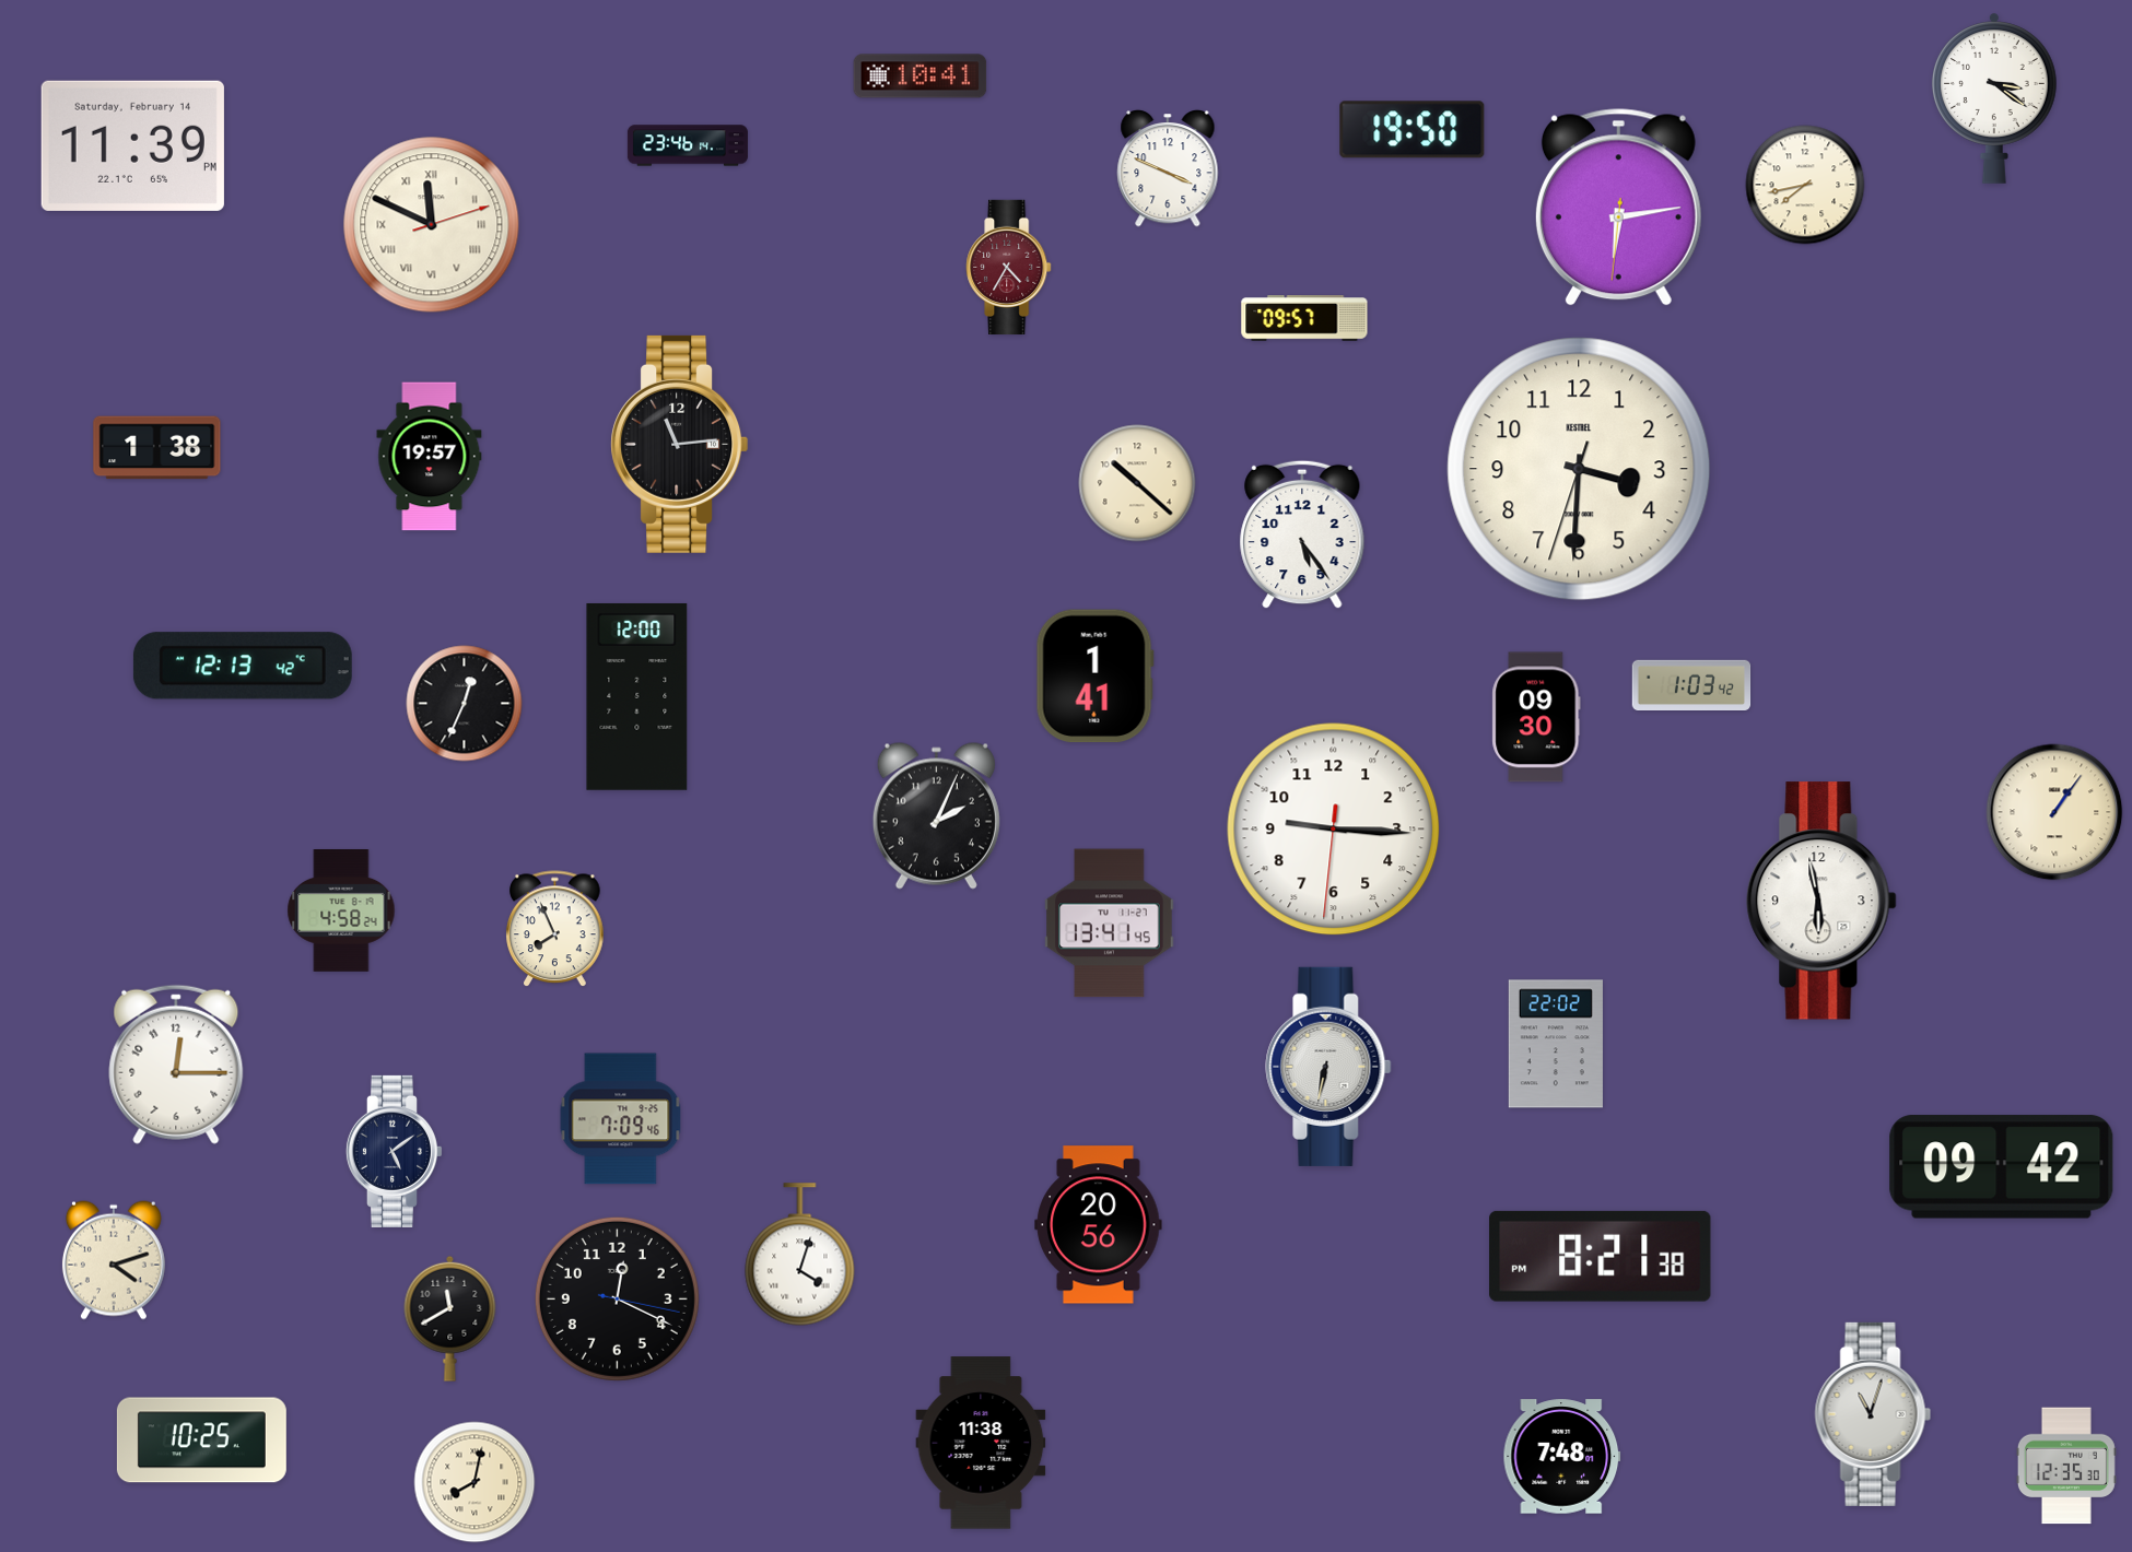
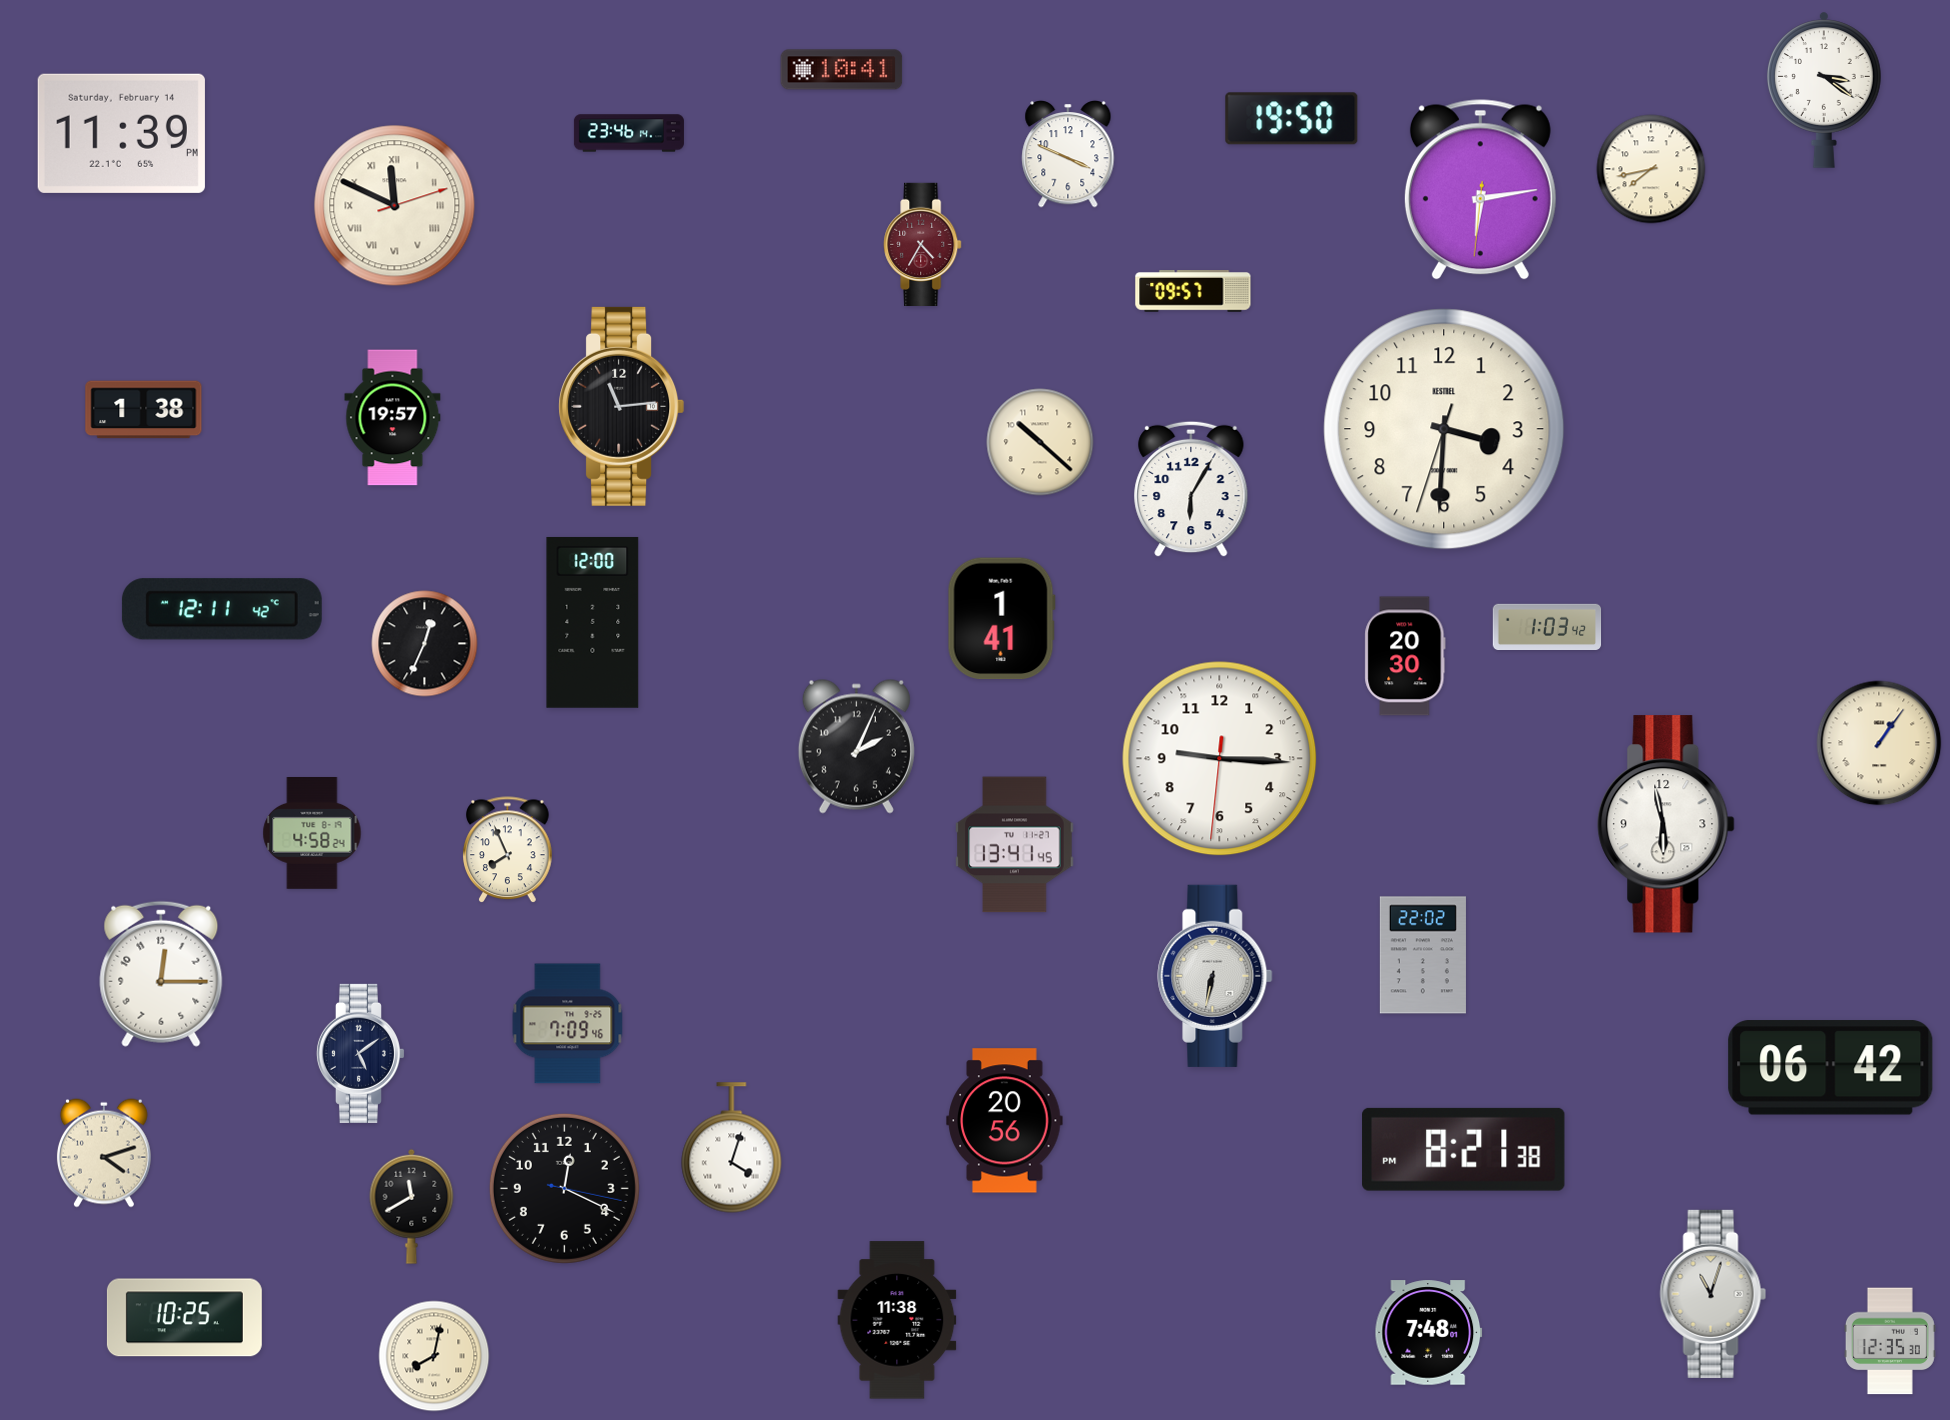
clock at (1302, 534): 5:24 -> 6:05
clock at (243, 666): 12:13 -> 12:11
clock at (637, 696) position: (637, 696) -> (593, 622)
clock at (1536, 717): 09:30 -> 20:30
clock at (2002, 1167): 09:42 -> 06:42
